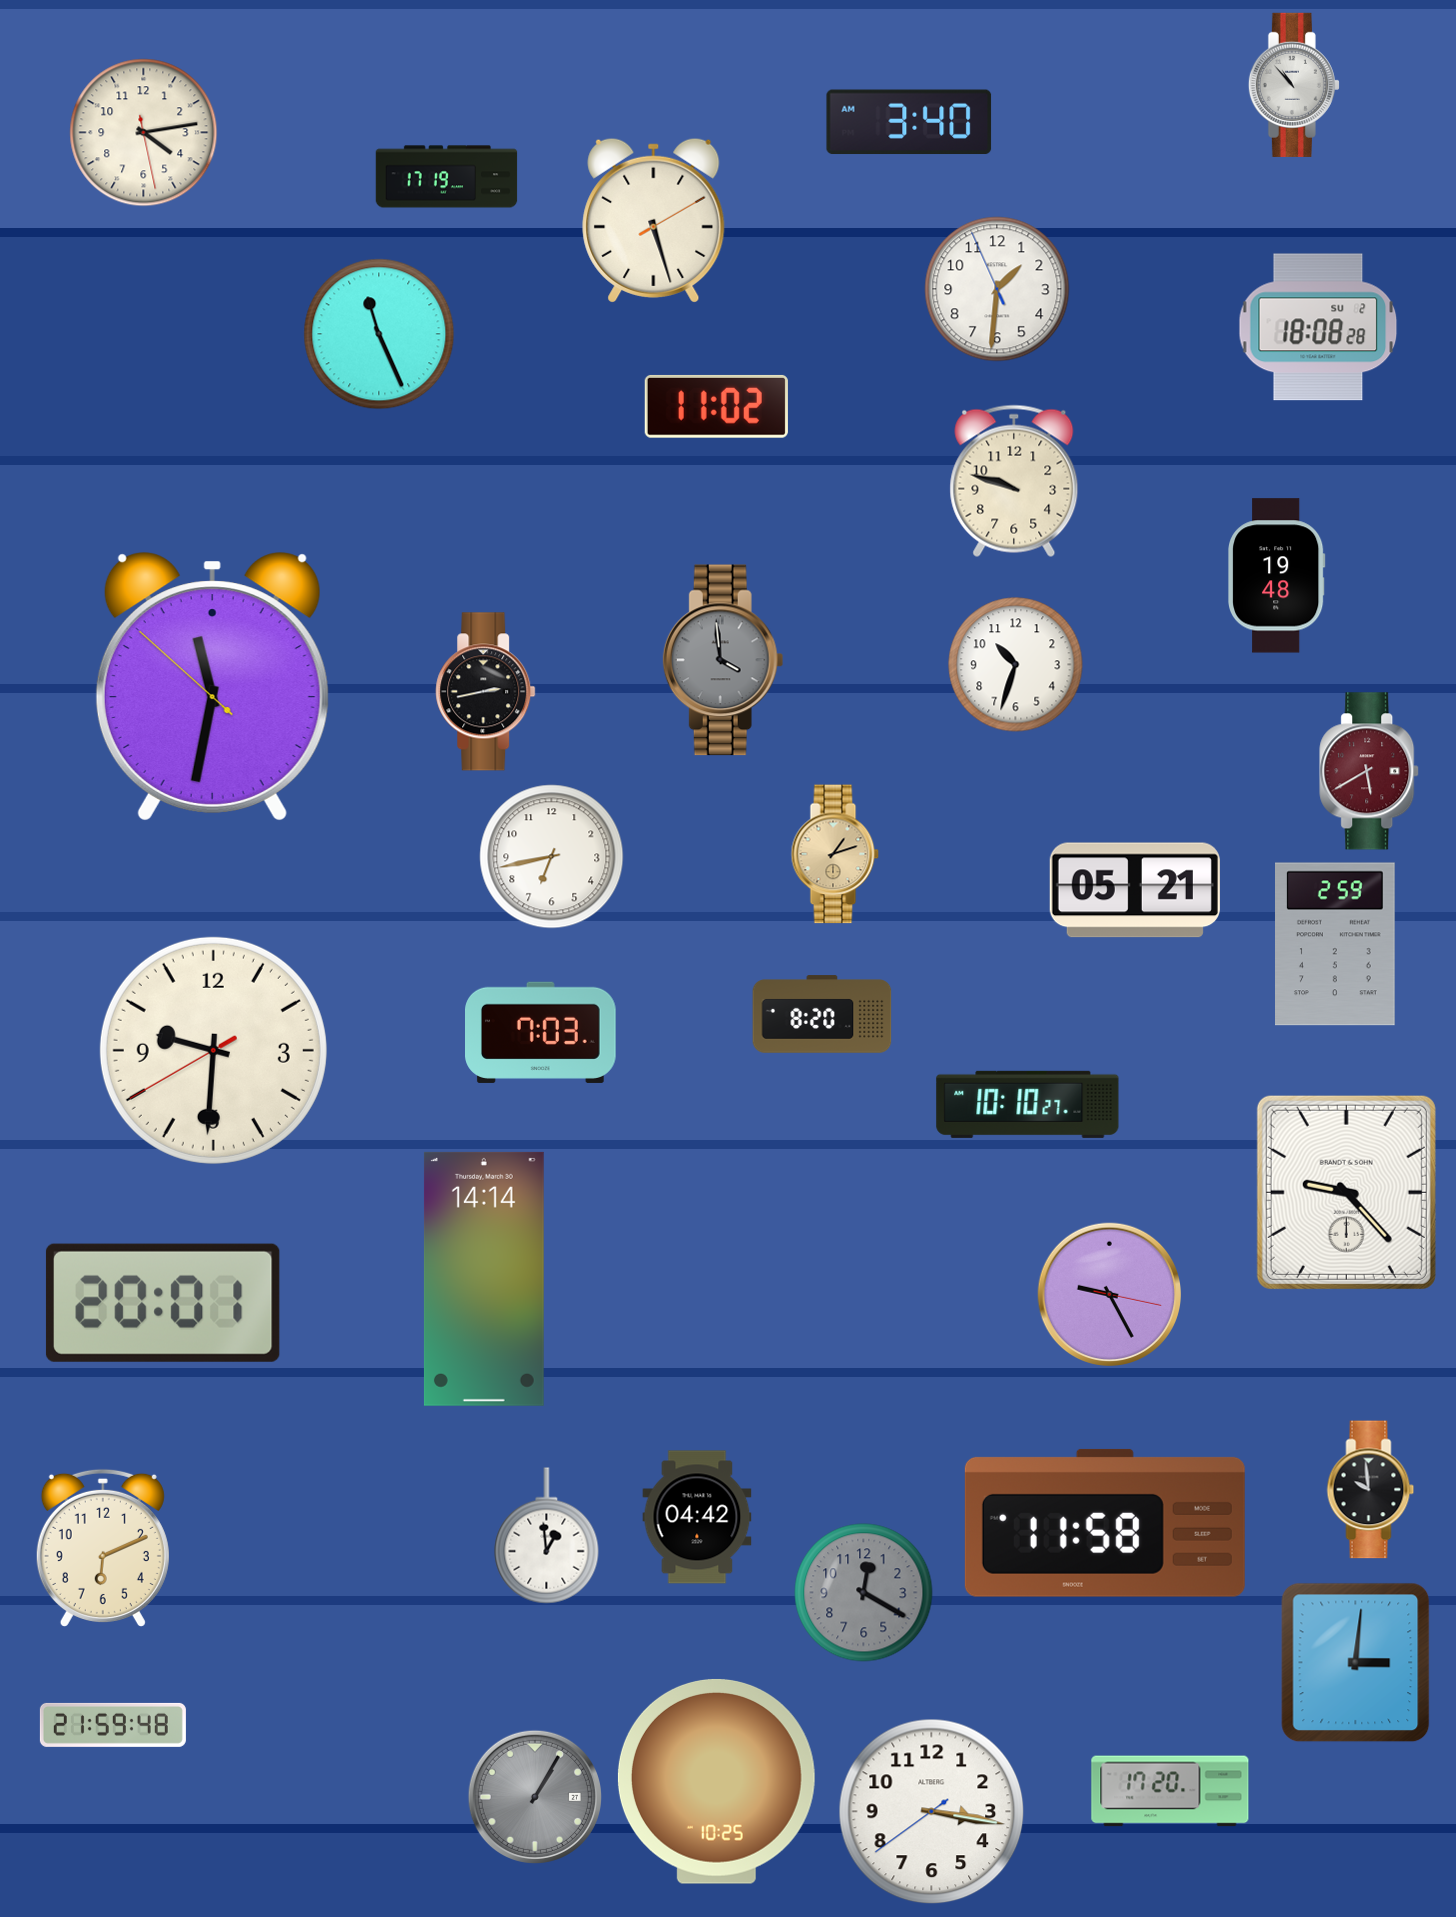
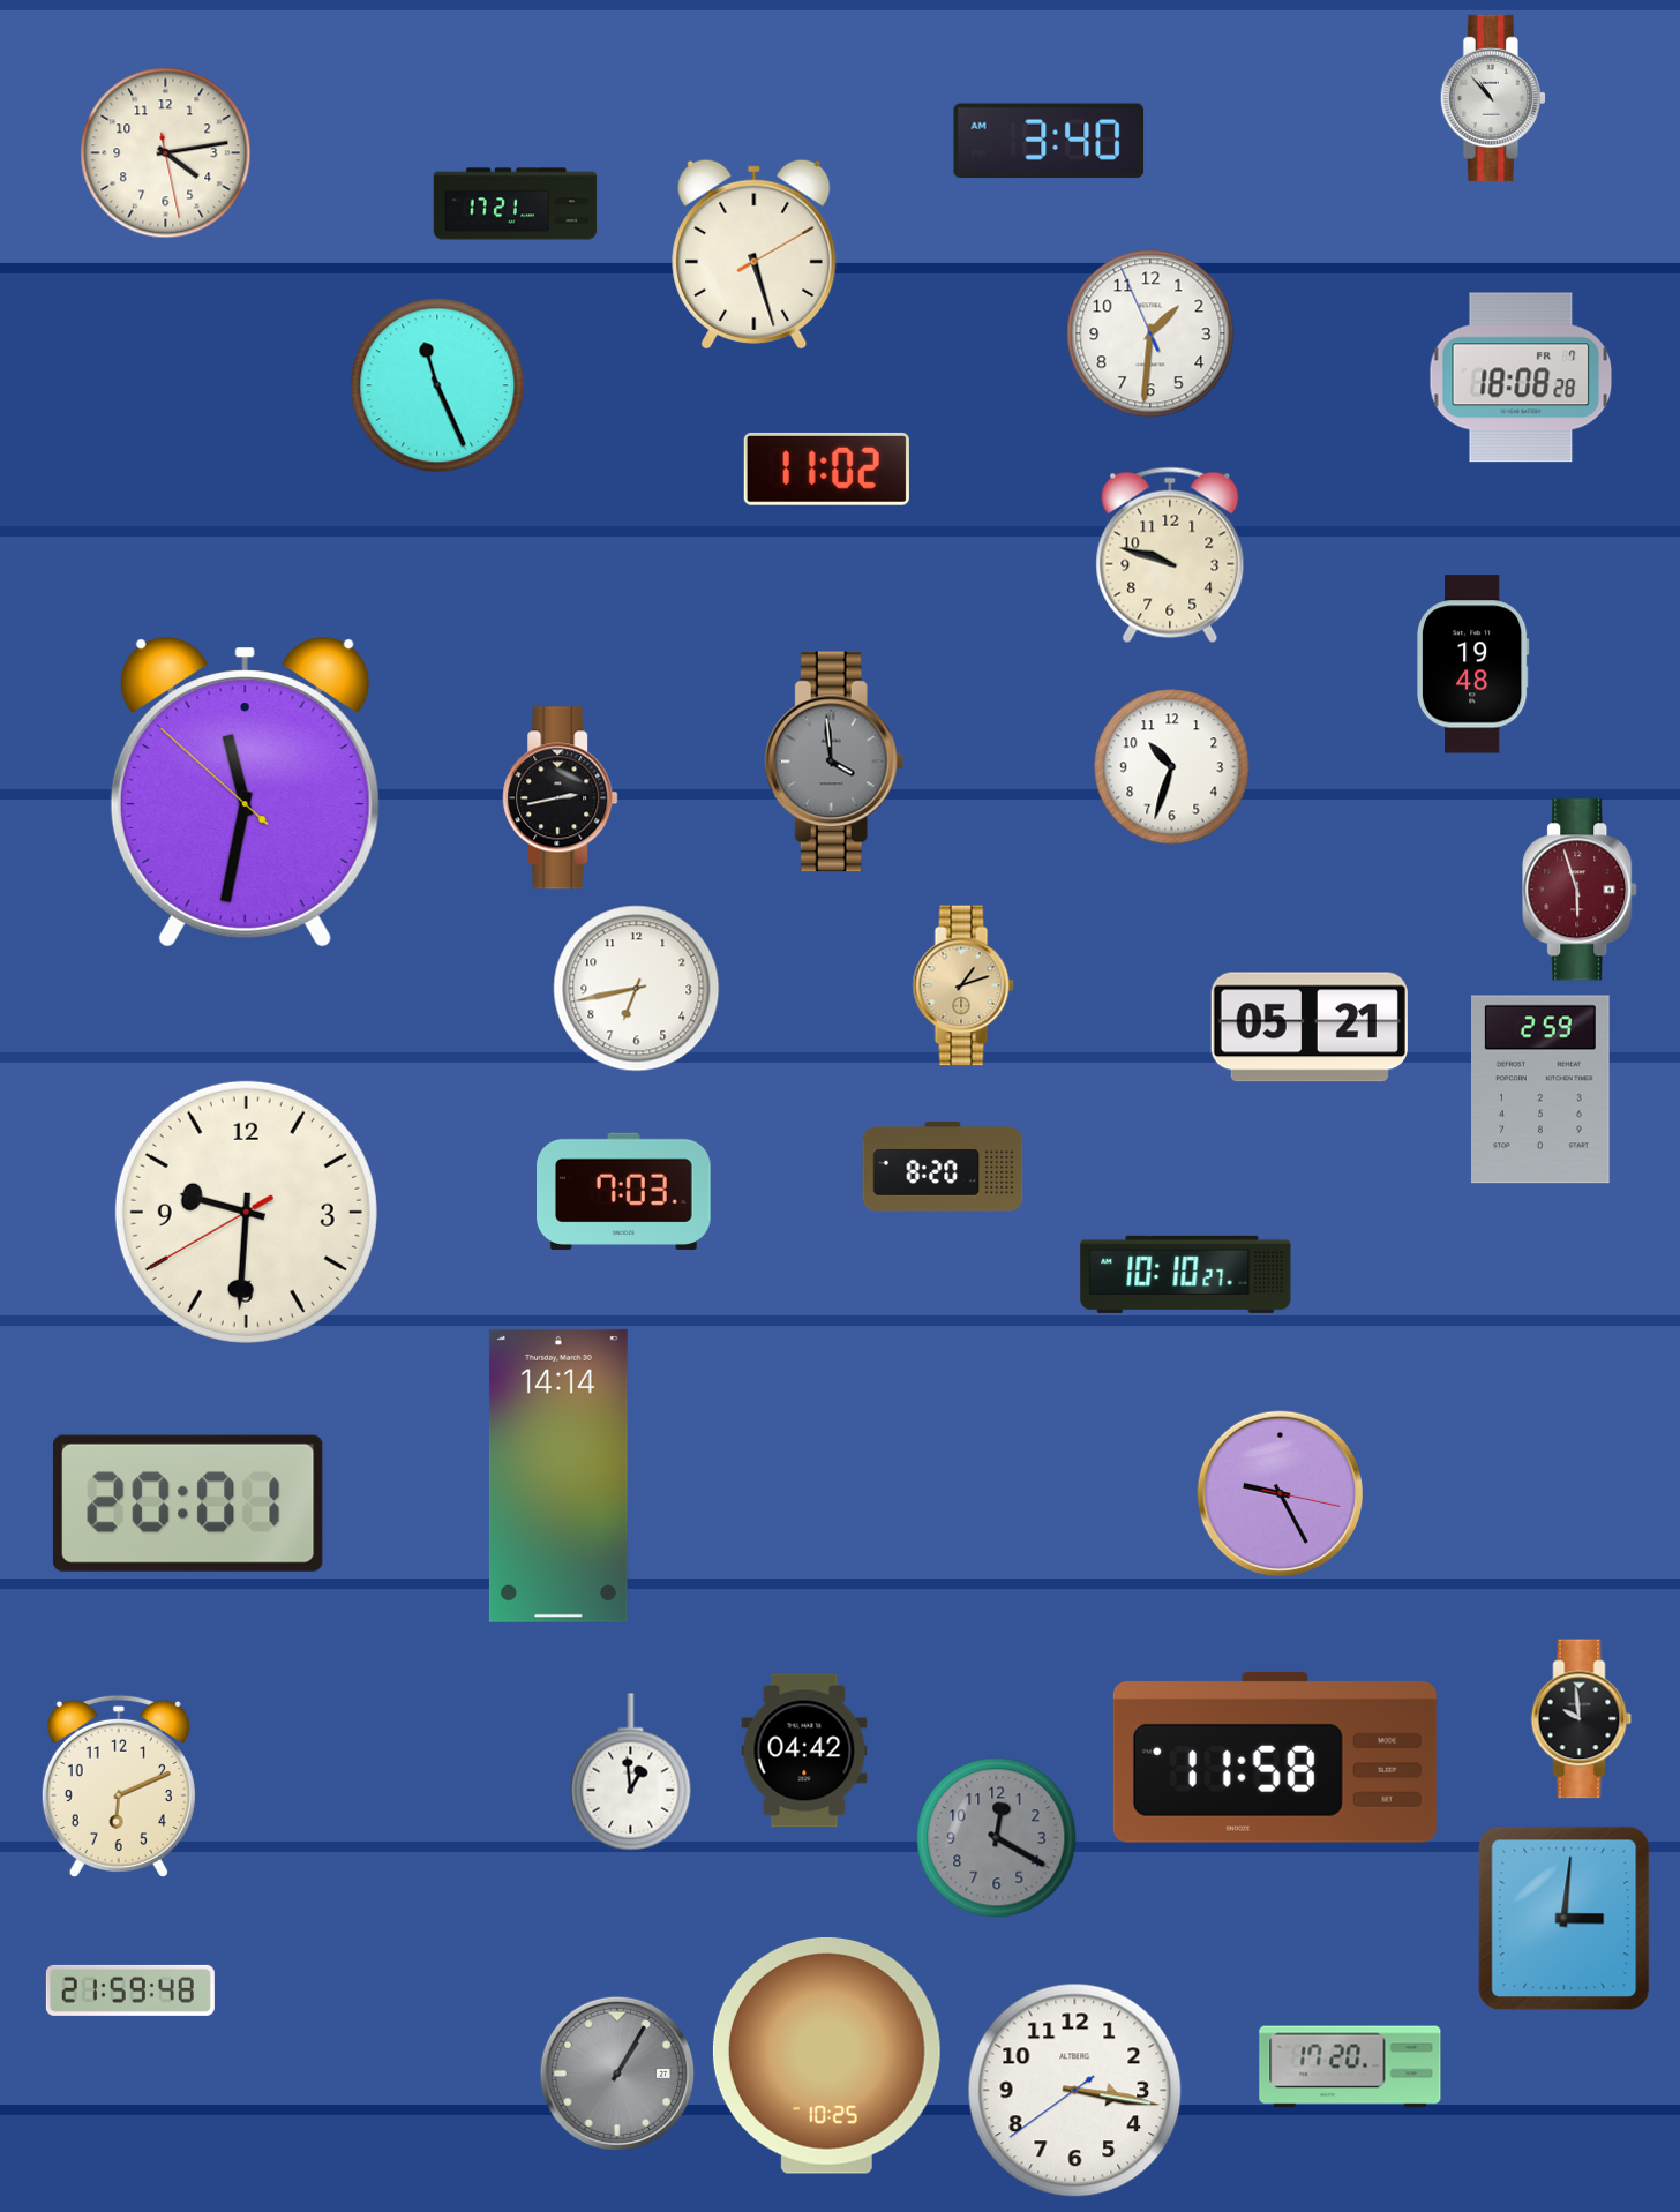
clock at (447, 177): 17:19 -> 17:21
clock at (1318, 327) date: SU 2 -> FR 7
clock at (1370, 771): 5:40 -> 5:57
clock at (822, 1014) position: (822, 1014) -> (943, 1167)
clock at (1346, 1192): 9:23 -> none
